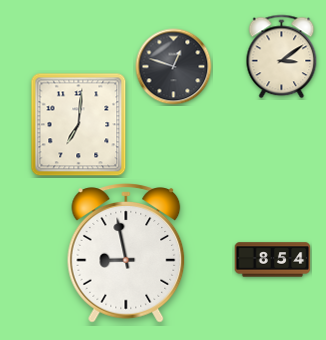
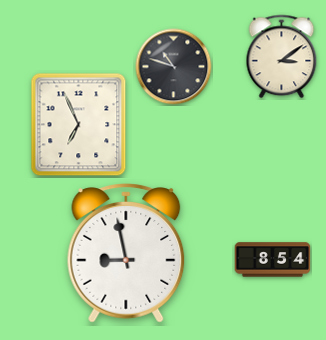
clock at (174, 67): 12:48 -> 10:48
clock at (79, 125): 7:01 -> 6:56
